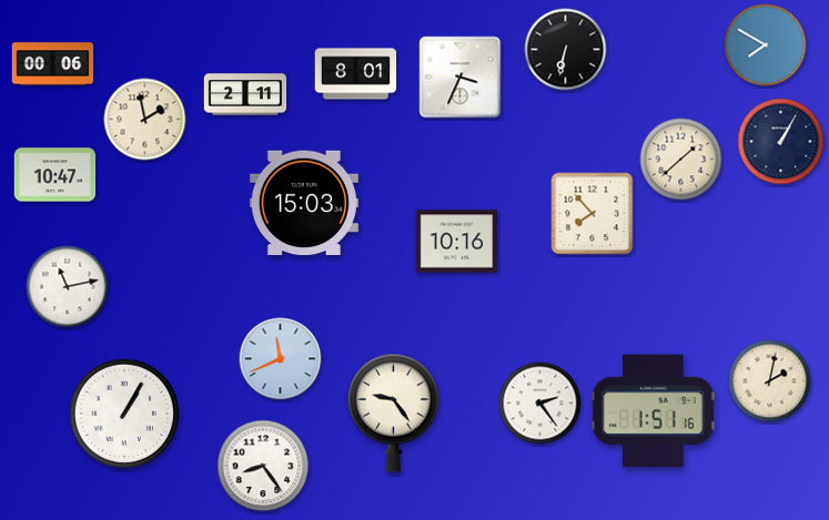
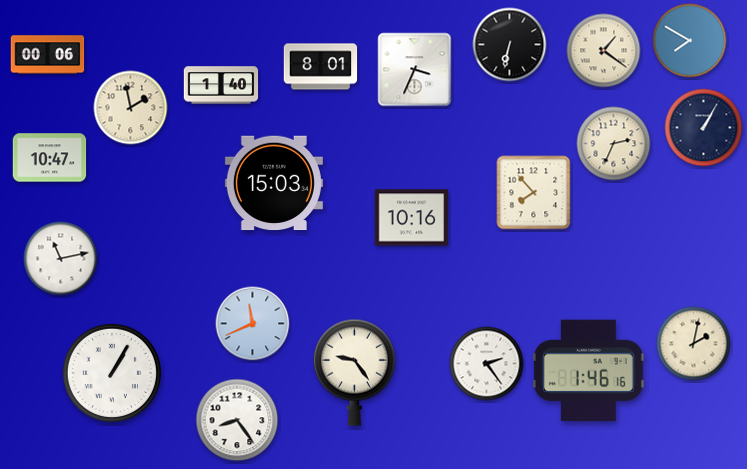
clock at (604, 51): none -> 1:21
clock at (53, 64) position: (53, 64) -> (48, 55)
clock at (245, 94): 2:11 -> 1:40
clock at (681, 160): 1:38 -> 2:34
clock at (653, 411): 1:51 -> 1:46
